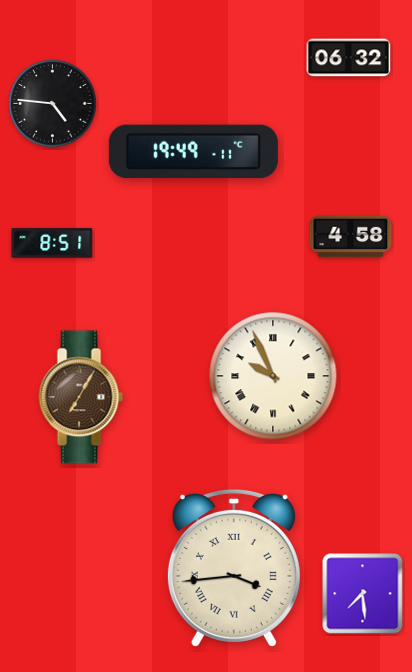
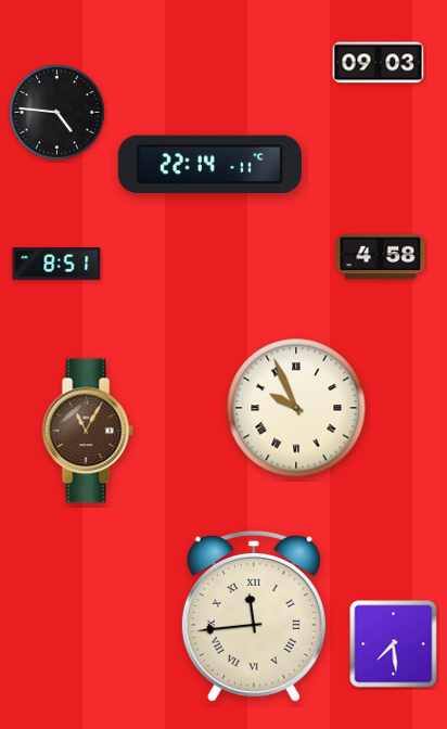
clock at (349, 58): 06:32 -> 09:03
clock at (193, 152): 19:49 -> 22:14
clock at (81, 397): 7:05 -> 11:05
clock at (234, 568): 3:44 -> 11:44
